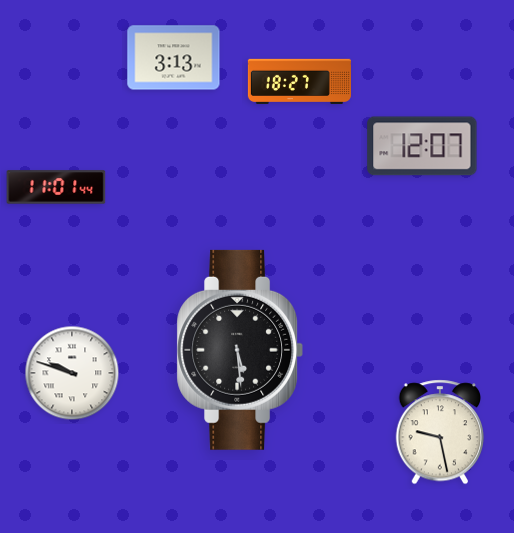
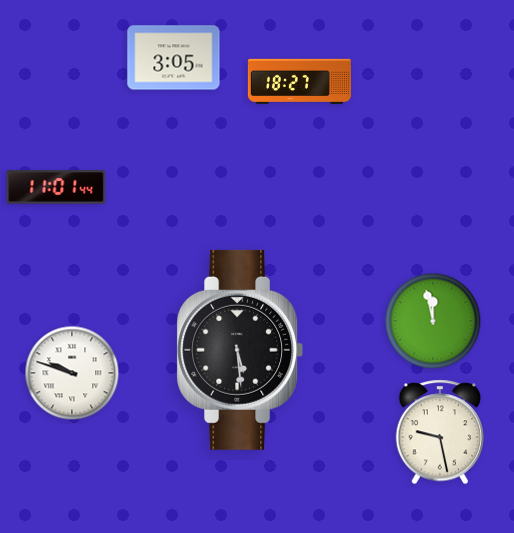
clock at (174, 58): 3:13 -> 3:05
clock at (422, 146): 12:07 -> none
clock at (433, 321): none -> 11:58
